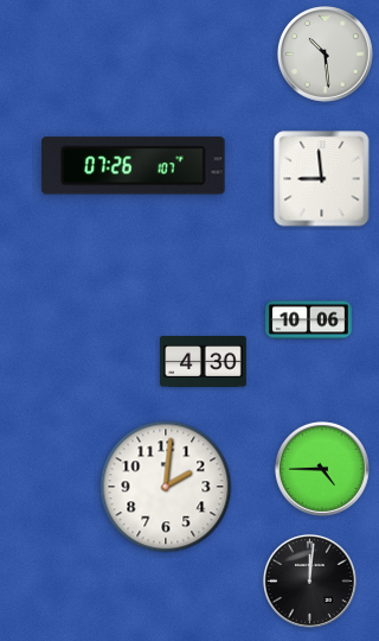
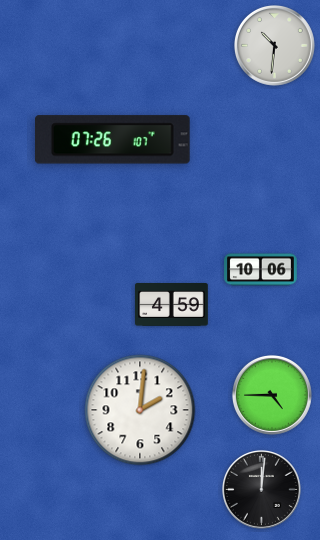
clock at (326, 55): 10:29 -> 10:31
clock at (322, 179): 8:59 -> none
clock at (204, 362): 4:30 -> 4:59
